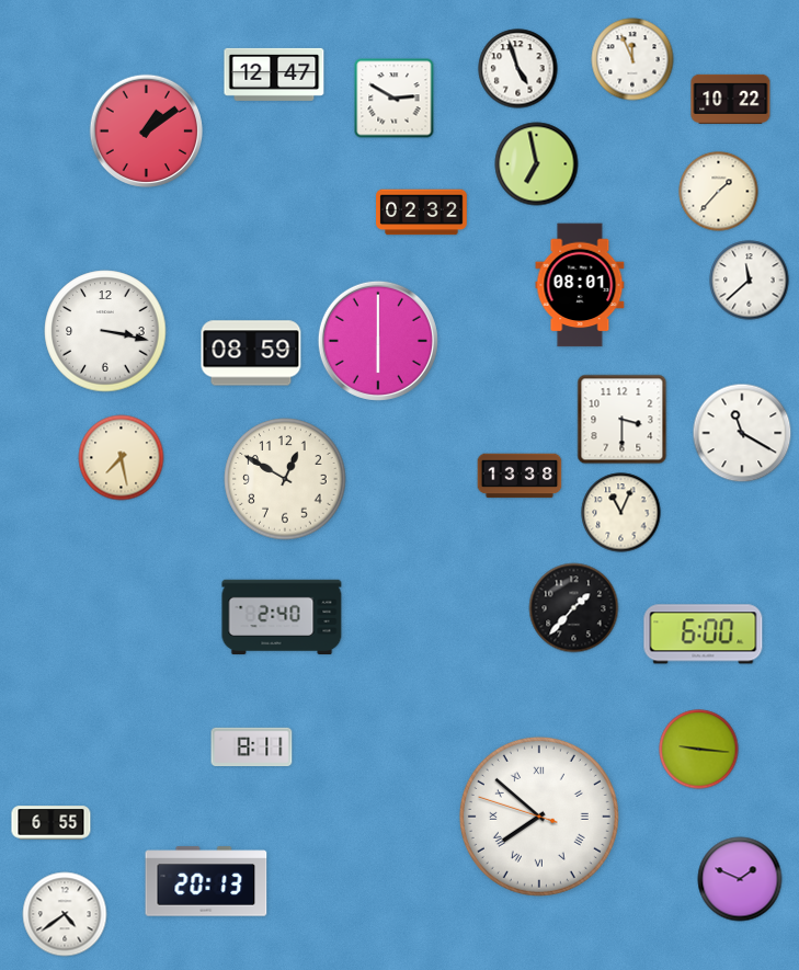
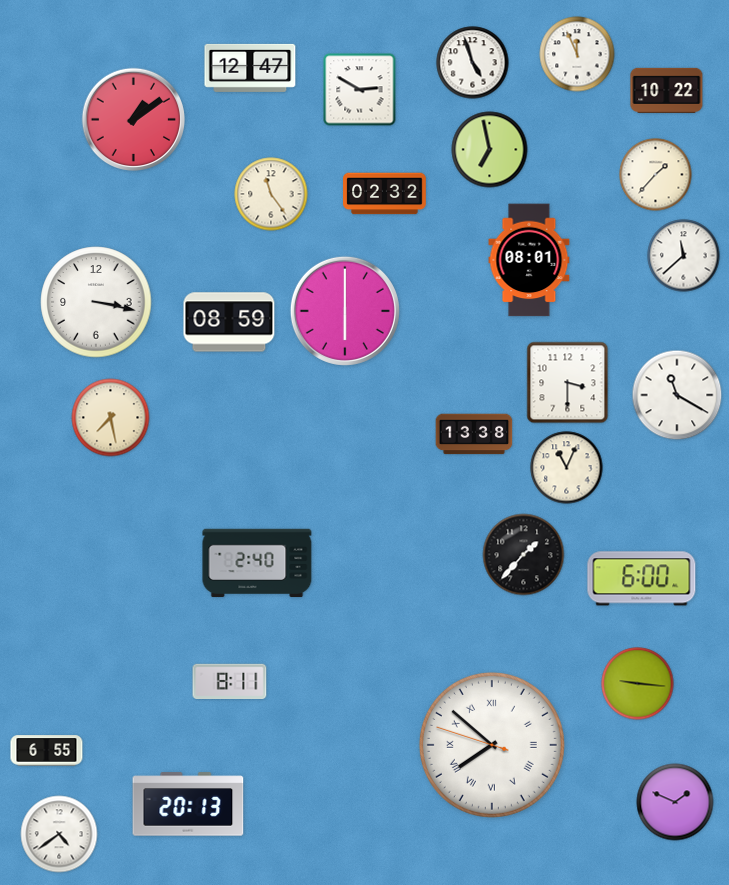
clock at (271, 194): none -> 11:24
clock at (285, 479): 12:50 -> none
